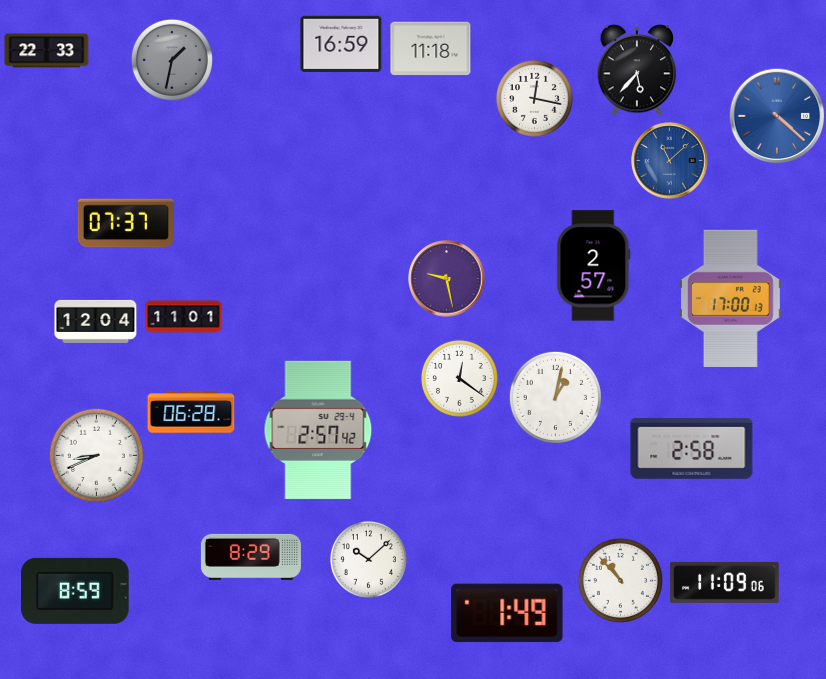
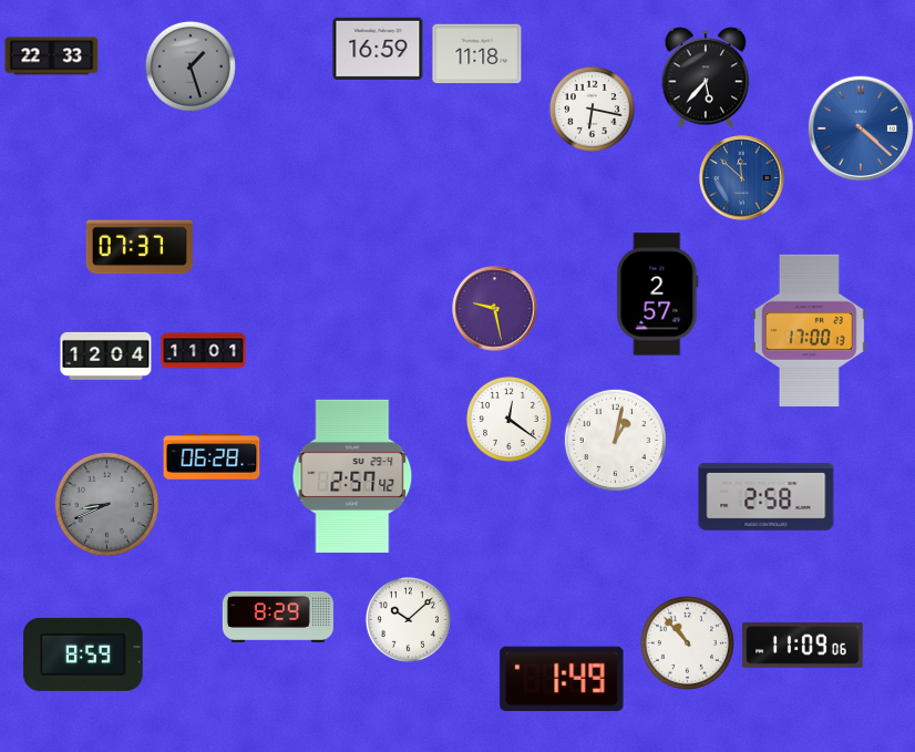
clock at (172, 60): 1:32 -> 1:27
clock at (534, 98): 12:17 -> 6:17
clock at (670, 161): 11:08 -> 11:52
clock at (96, 455) dial: white -> grey
